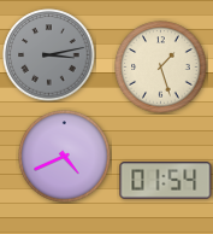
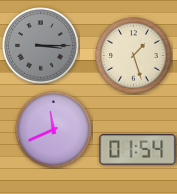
clock at (49, 55): 3:13 -> 3:15
clock at (65, 157): 4:41 -> 11:41
